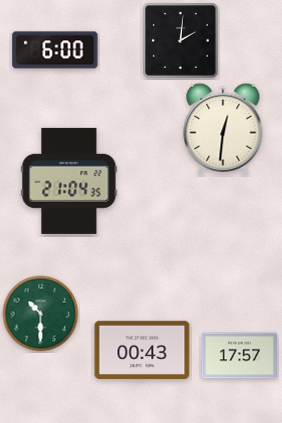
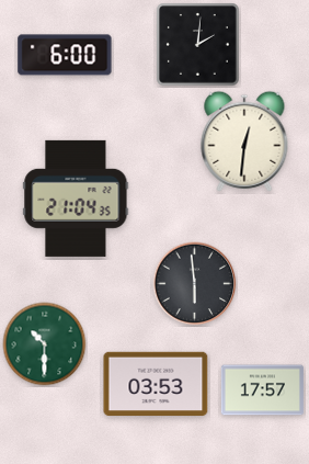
clock at (55, 50) position: (55, 50) -> (65, 55)
clock at (195, 284): none -> 5:59
clock at (142, 350): 00:43 -> 03:53
